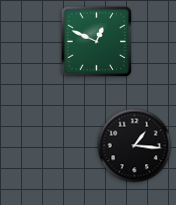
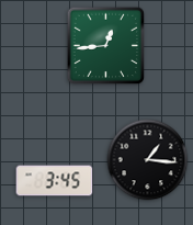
clock at (96, 41): 12:49 -> 12:44
clock at (55, 181): none -> 3:45
